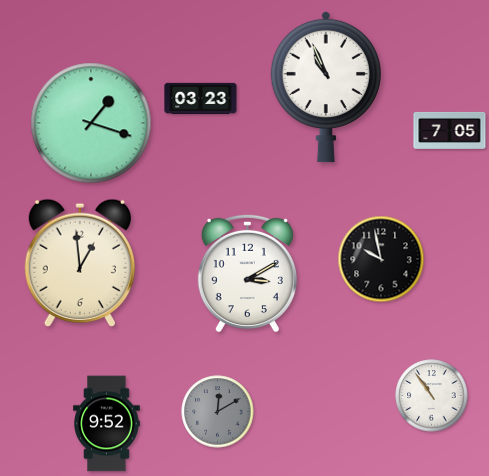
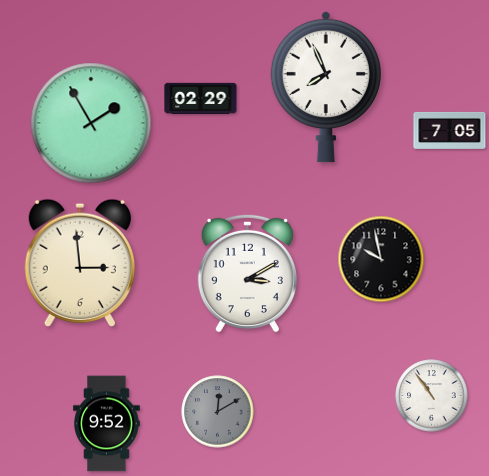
clock at (326, 87): 10:56 -> 7:56
clock at (201, 98): 03:23 -> 02:29
clock at (91, 123): 1:18 -> 1:55
clock at (80, 263): 12:59 -> 2:59
